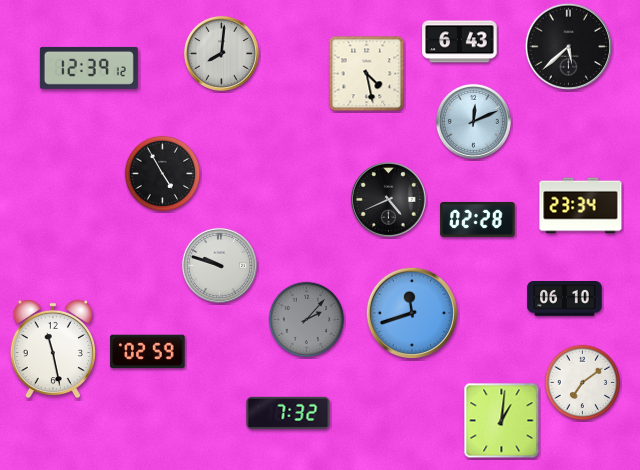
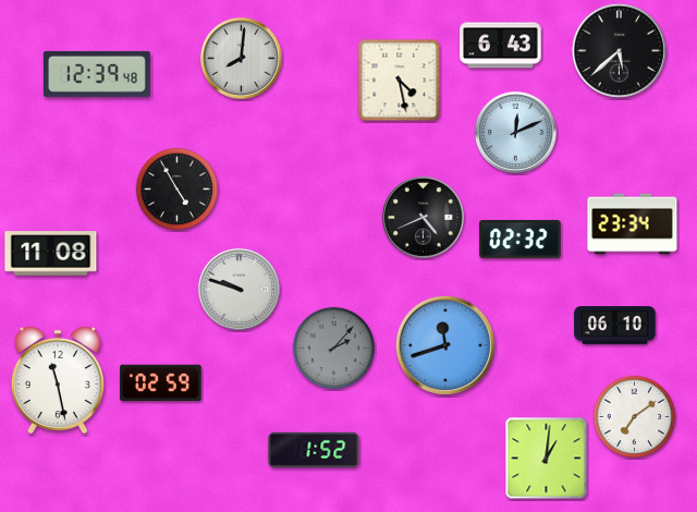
clock at (89, 68): 12:39:12 -> 12:39:48
clock at (478, 219): 02:28 -> 02:32
clock at (51, 254): none -> 11:08
clock at (411, 312) position: (411, 312) -> (444, 344)
clock at (288, 413): 7:32 -> 1:52
